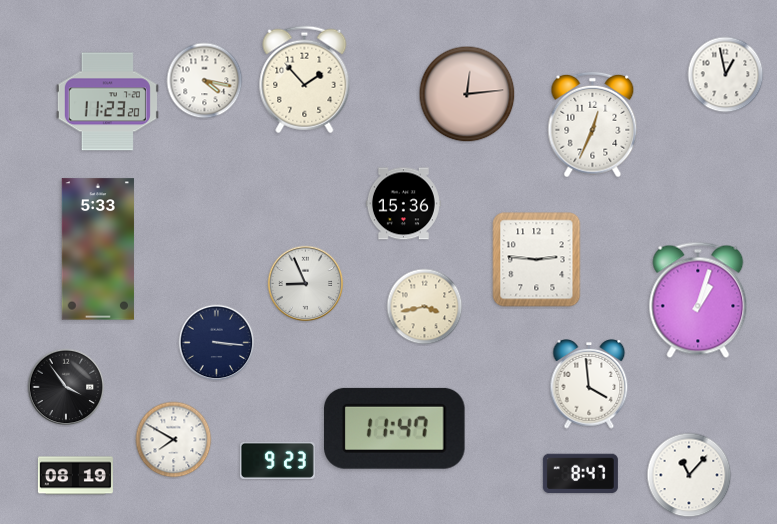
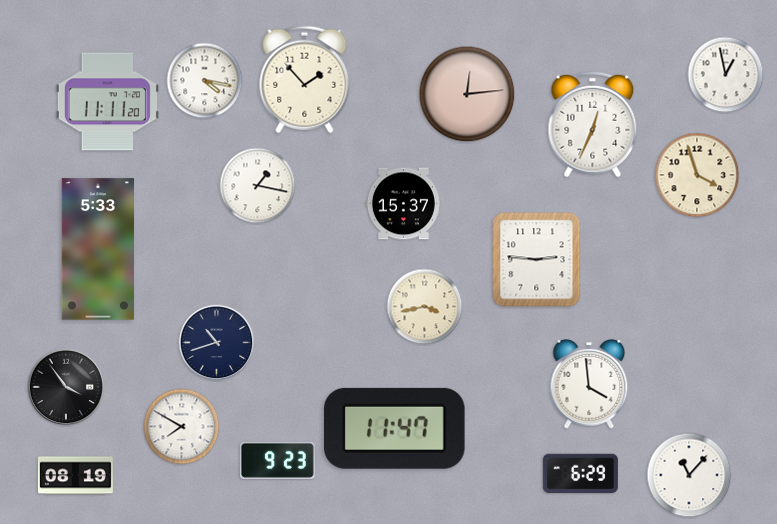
clock at (107, 102): 11:23 -> 11:11
clock at (697, 175): none -> 3:57
clock at (258, 186): none -> 1:17
clock at (403, 204): 15:36 -> 15:37
clock at (306, 284): 8:56 -> none
clock at (698, 300): 1:03 -> none
clock at (217, 343): 3:16 -> 10:42
clock at (174, 440) position: (174, 440) -> (182, 427)
clock at (580, 474): 8:47 -> 6:29
